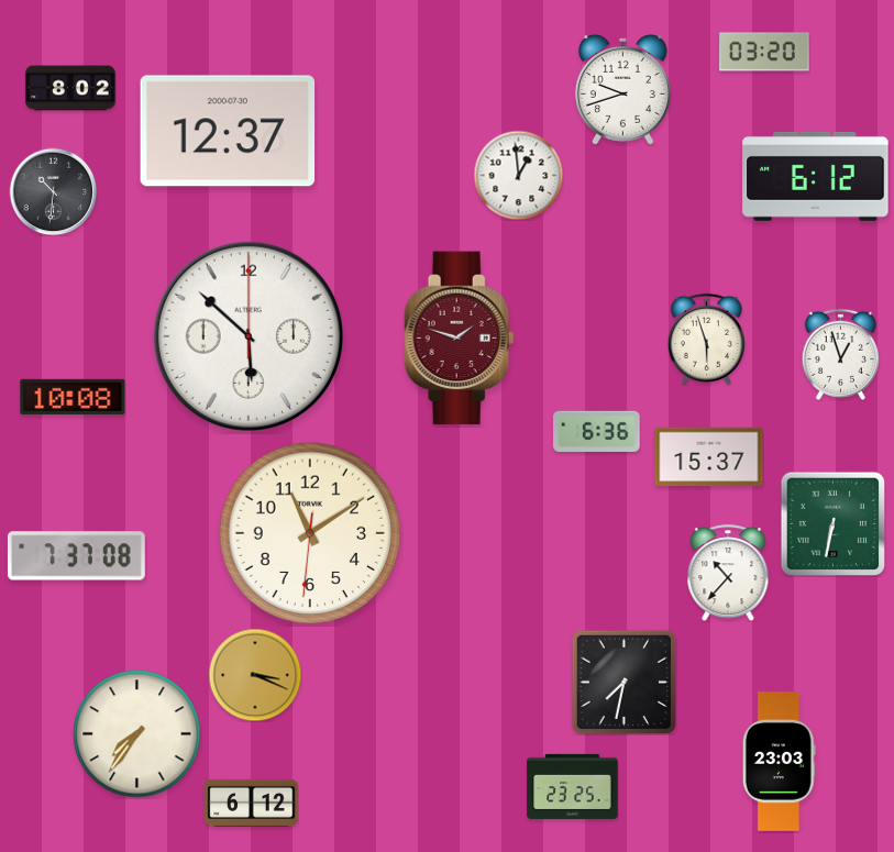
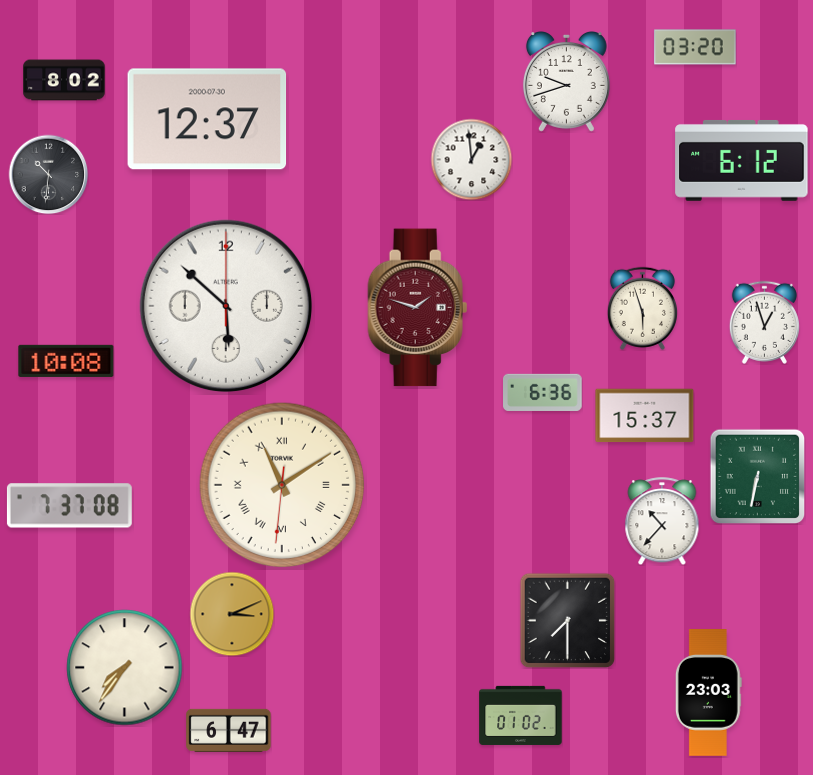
clock at (310, 533) numerals: Arabic -> Roman
clock at (255, 675): 3:19 -> 3:11
clock at (623, 682): 7:32 -> 7:30
clock at (573, 786): 23:25 -> 01:02
clock at (252, 803): 6:12 -> 6:47
